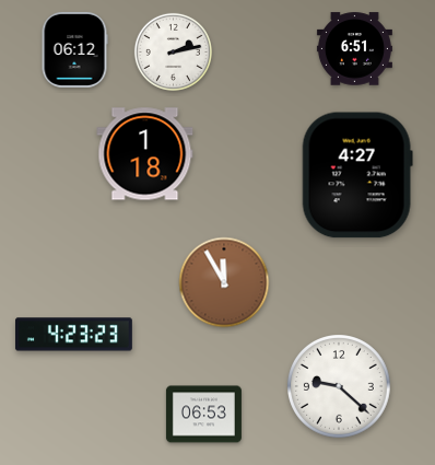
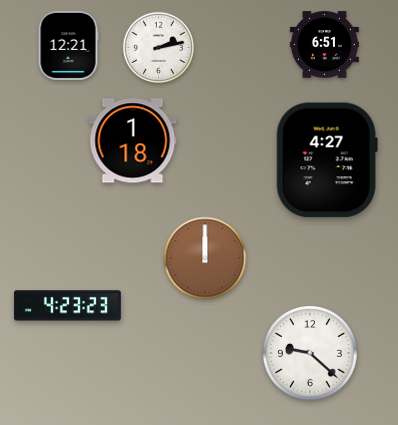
clock at (74, 49): 06:12 -> 12:21
clock at (224, 282): 11:55 -> 12:00
clock at (203, 415): 06:53 -> none
